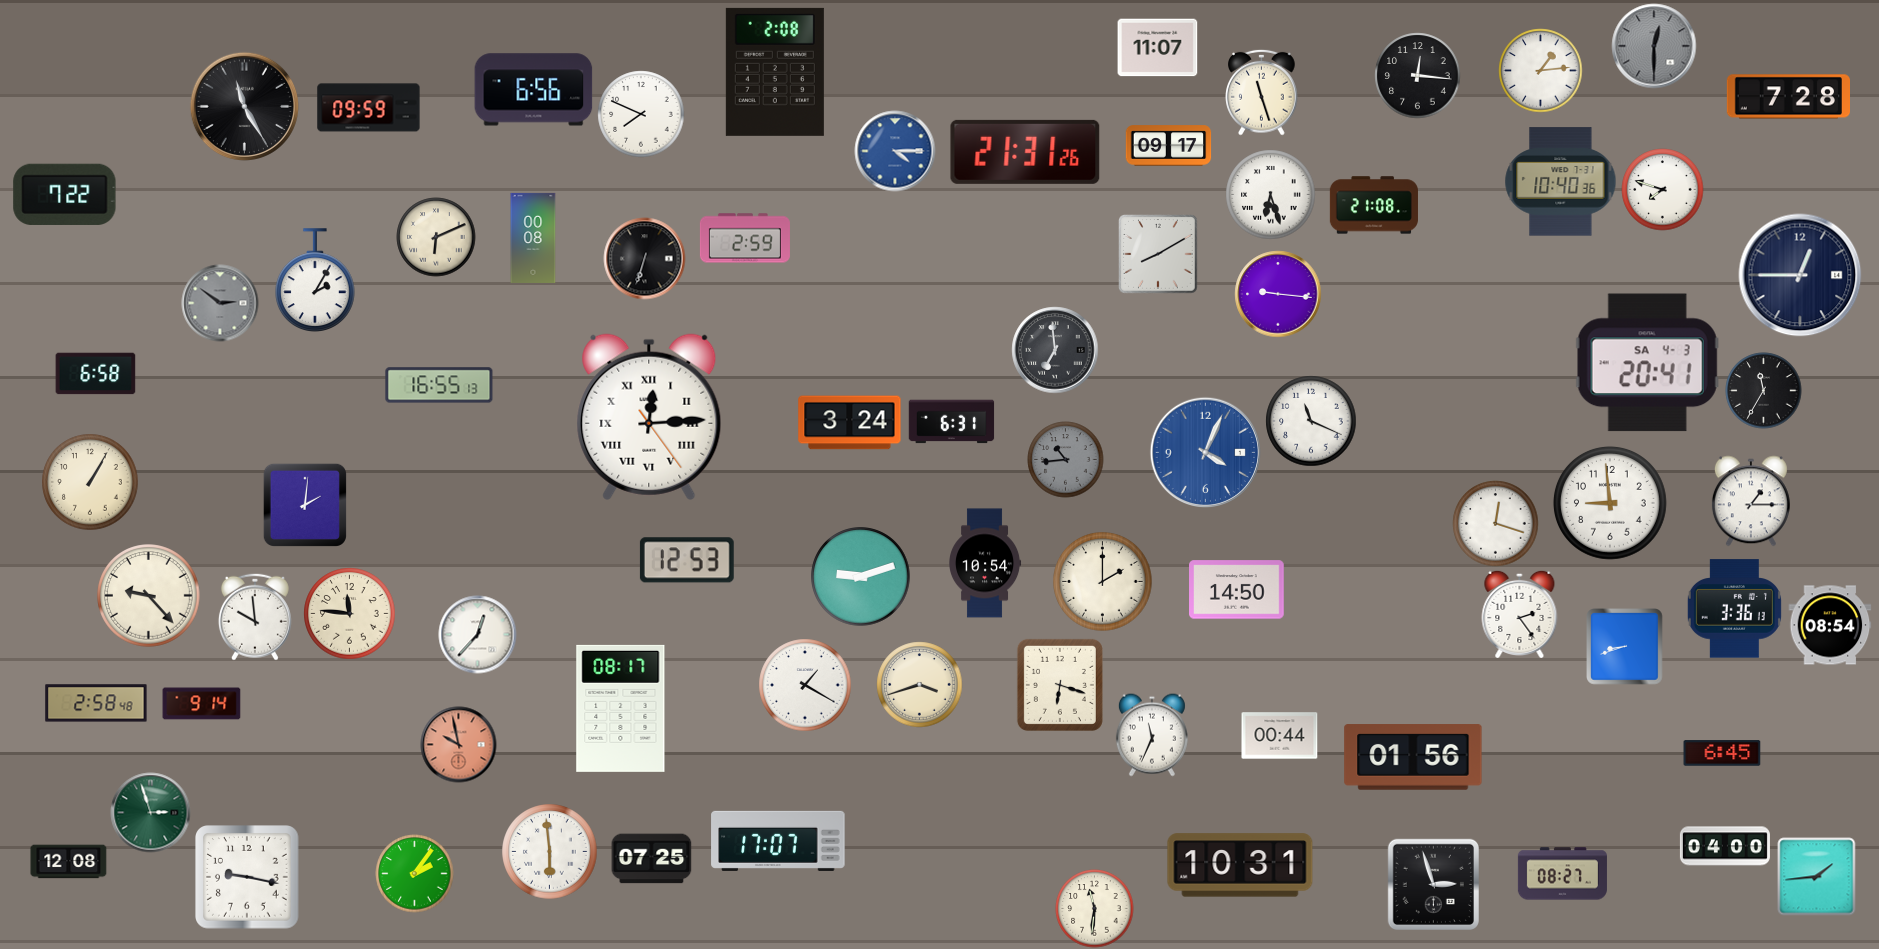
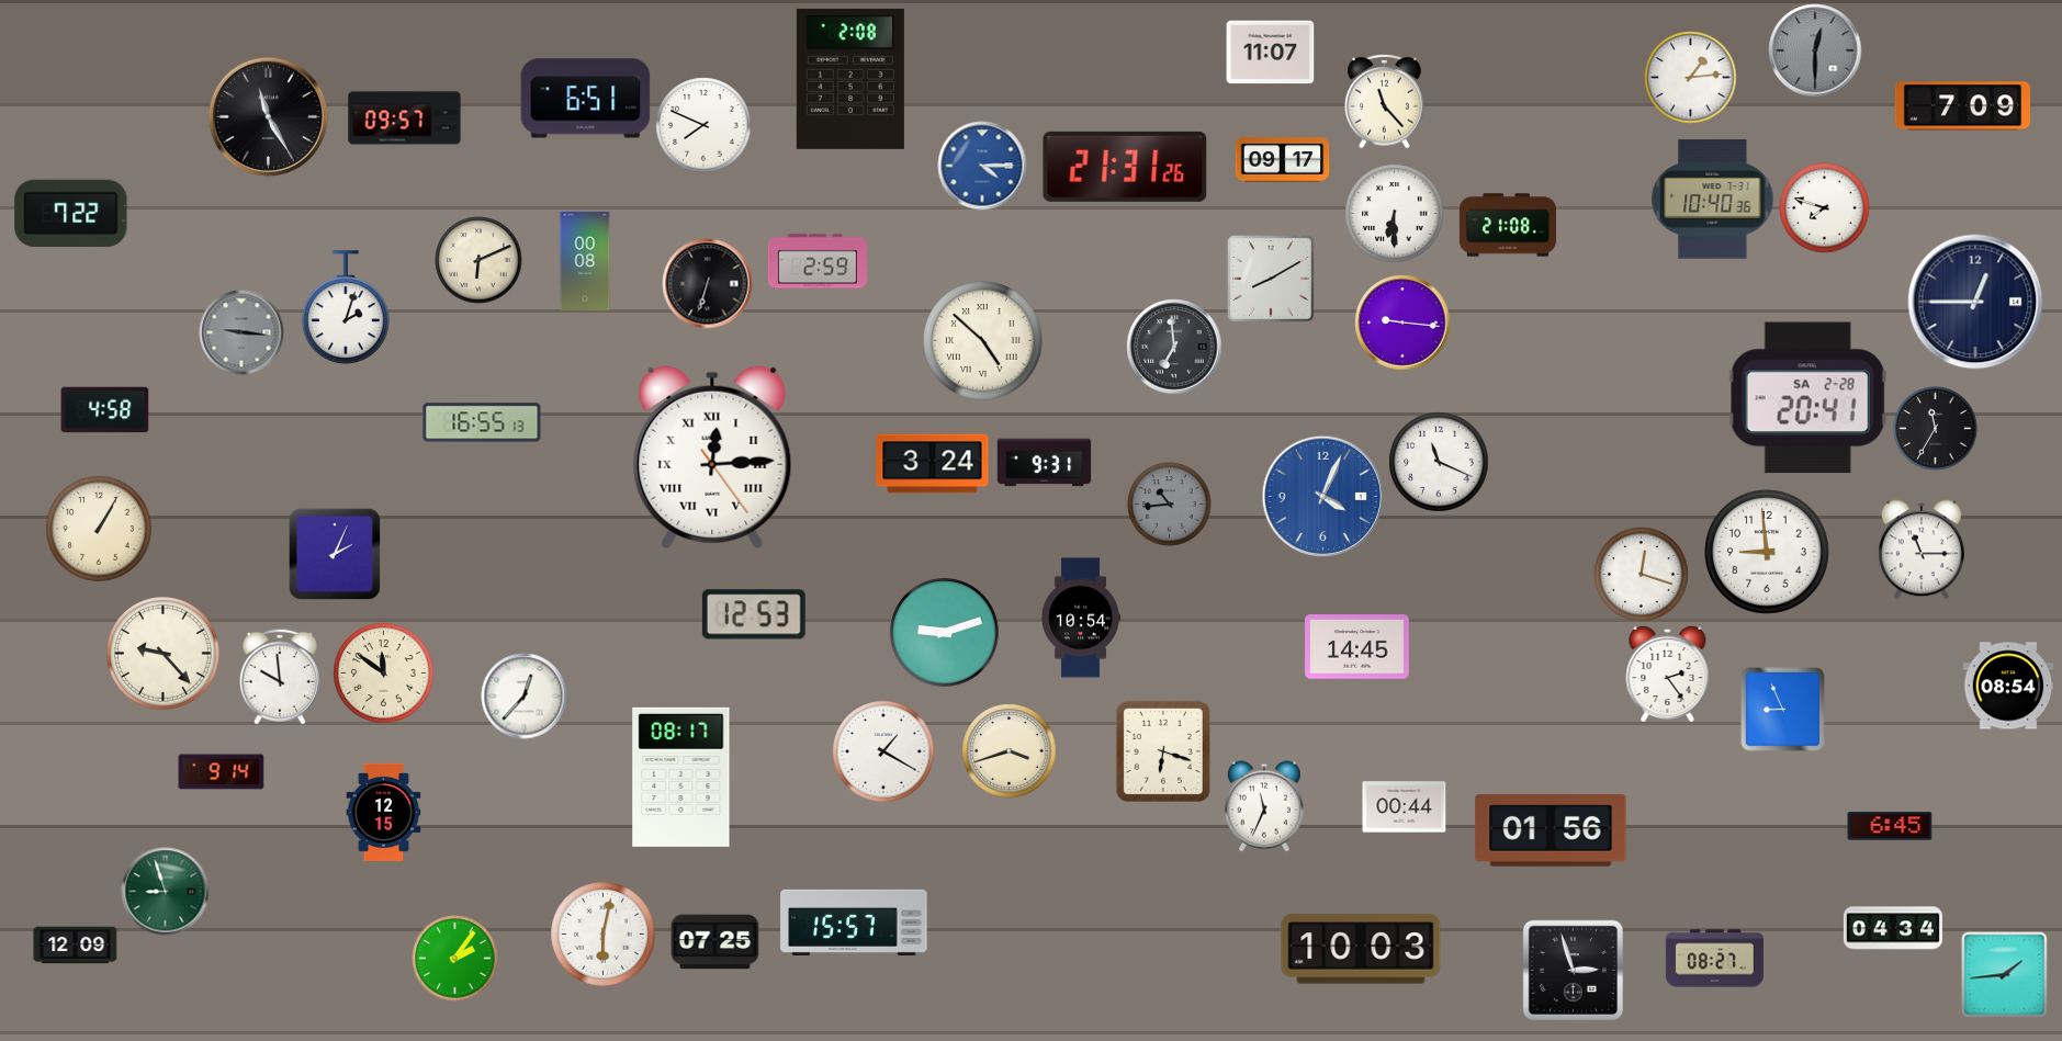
clock at (1418, 76): 12:16 -> none
clock at (534, 90): 6:56 -> 6:51
clock at (1262, 92): 11:27 -> 11:23
clock at (1788, 97): 7:28 -> 7:09
clock at (369, 108): 09:59 -> 09:57
clock at (1271, 195): 6:27 -> 6:30
clock at (316, 280): 2:05 -> 2:03
clock at (220, 303): 2:51 -> 9:16
clock at (983, 341): none -> 4:52
clock at (1055, 350) position: (1055, 350) -> (1174, 347)
clock at (1647, 363) date: SA 4-3 -> SA 2-28
clock at (96, 374): 6:58 -> 4:58
clock at (952, 422): 6:31 -> 9:31
clock at (1751, 501): 1:15 -> 11:15
clock at (304, 504): 2:01 -> 2:04
clock at (1103, 582): 2:00 -> none
clock at (1237, 590): 14:50 -> 14:45
clock at (1734, 609): 3:36 -> none
clock at (350, 614): 11:46 -> 11:51
clock at (1625, 647): 8:42 -> 8:56
clock at (96, 703): 2:58 -> none
clock at (384, 812): none -> 12:15
clock at (459, 745): 9:58 -> none
clock at (151, 813): 2:57 -> 8:57
clock at (778, 841): 17:07 -> 15:57
clock at (1725, 846): 04:00 -> 04:34
clock at (550, 852): 5:59 -> 6:02
clock at (69, 862): 12:08 -> 12:09
clock at (1240, 865): 10:31 -> 10:03
clock at (247, 877): 9:17 -> none
clock at (1817, 877) position: (1817, 877) -> (2005, 975)
clock at (1095, 909): 11:31 -> none
